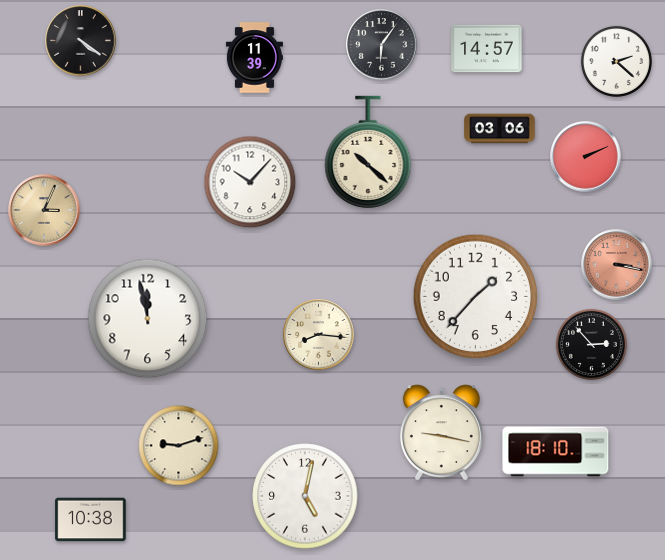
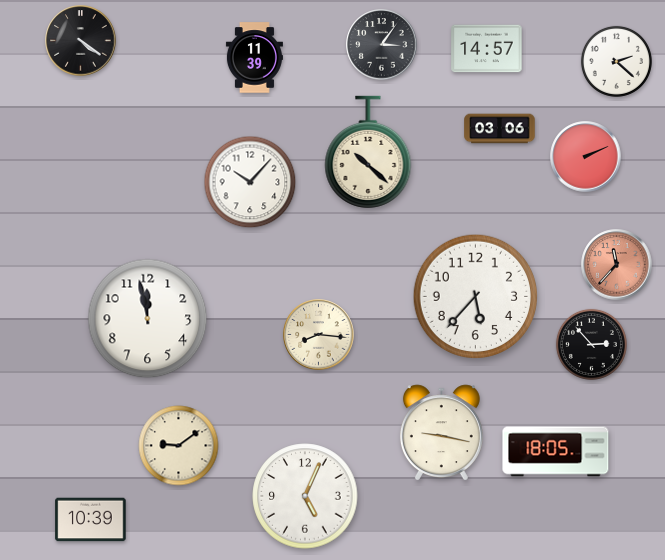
clock at (382, 45): 6:06 -> 3:06
clock at (44, 210): 3:04 -> none
clock at (617, 265): 3:17 -> 11:37
clock at (475, 296): 1:37 -> 5:37
clock at (179, 446): 9:12 -> 9:09
clock at (556, 452): 18:10 -> 18:05
clock at (305, 496): 5:02 -> 5:04
clock at (91, 520): 10:38 -> 10:39
